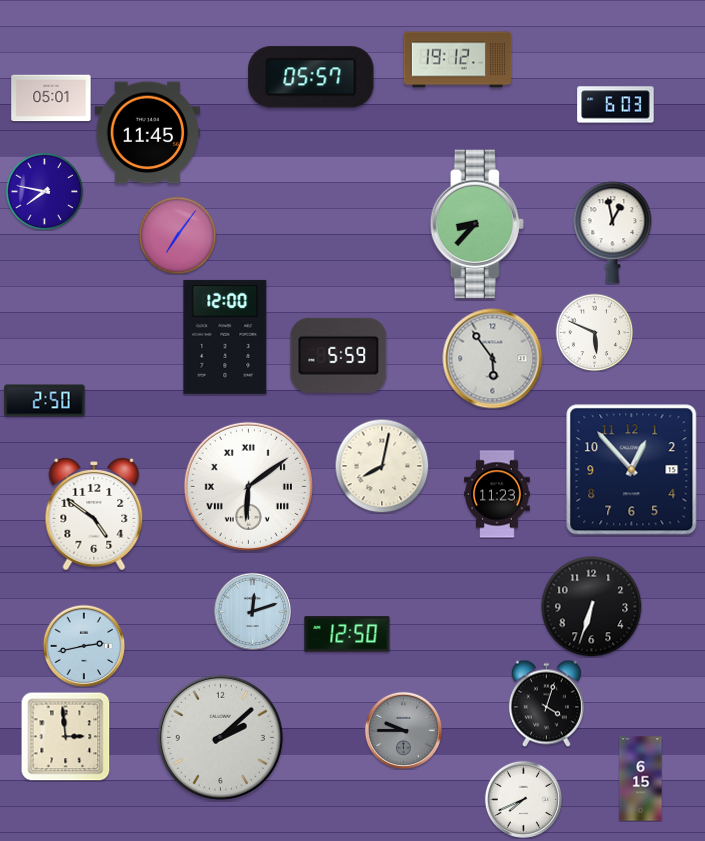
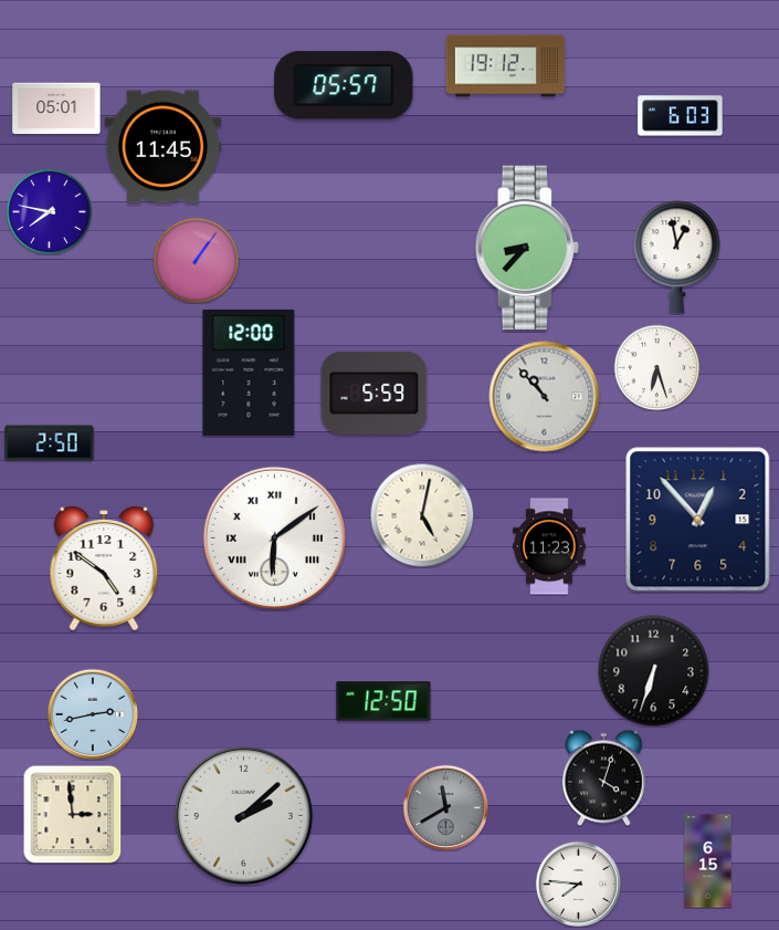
clock at (177, 235): 7:06 -> 1:06
clock at (594, 332): 5:49 -> 6:27
clock at (493, 359): 5:54 -> 10:53
clock at (382, 466): 8:02 -> 5:02
clock at (252, 611): 12:12 -> none
clock at (403, 730): 9:45 -> 11:40
clock at (523, 799): 7:41 -> 7:46
